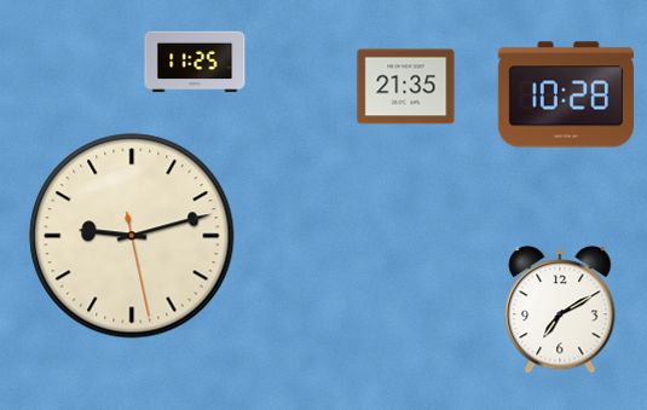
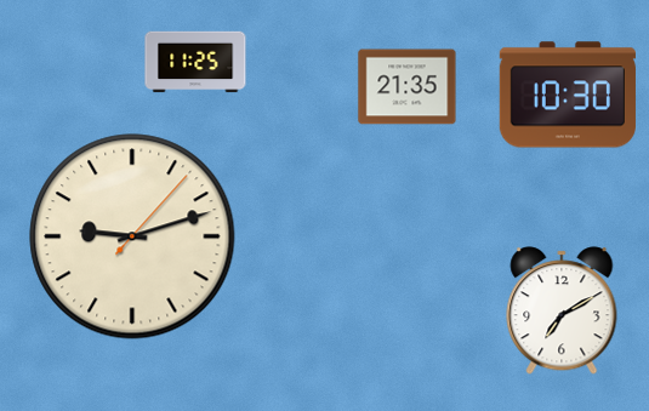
clock at (566, 94): 10:28 -> 10:30
clock at (132, 236): 9:12:28 -> 9:12:07
